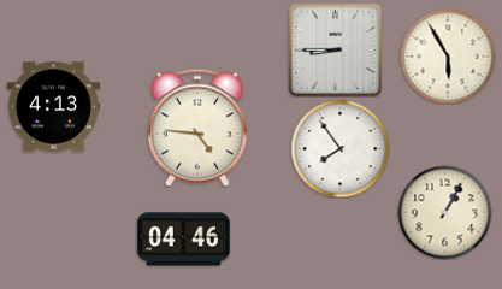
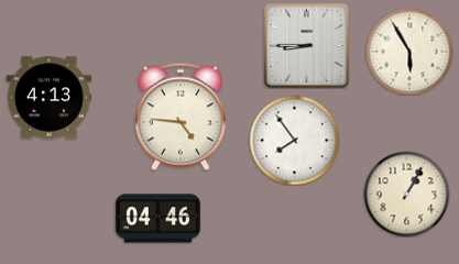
clock at (339, 148) position: (339, 148) -> (294, 140)
clock at (183, 240) position: (183, 240) -> (157, 219)
